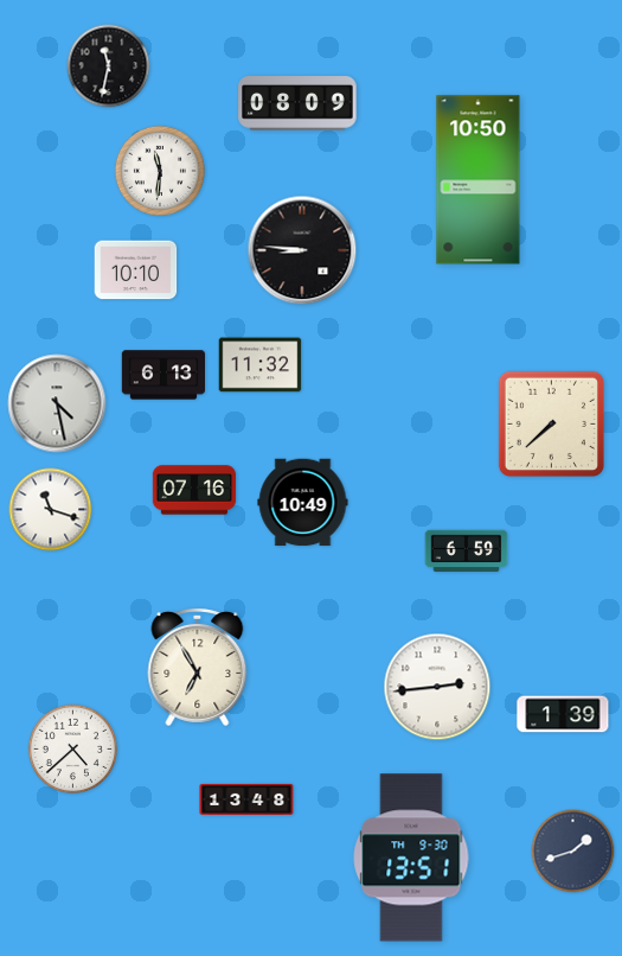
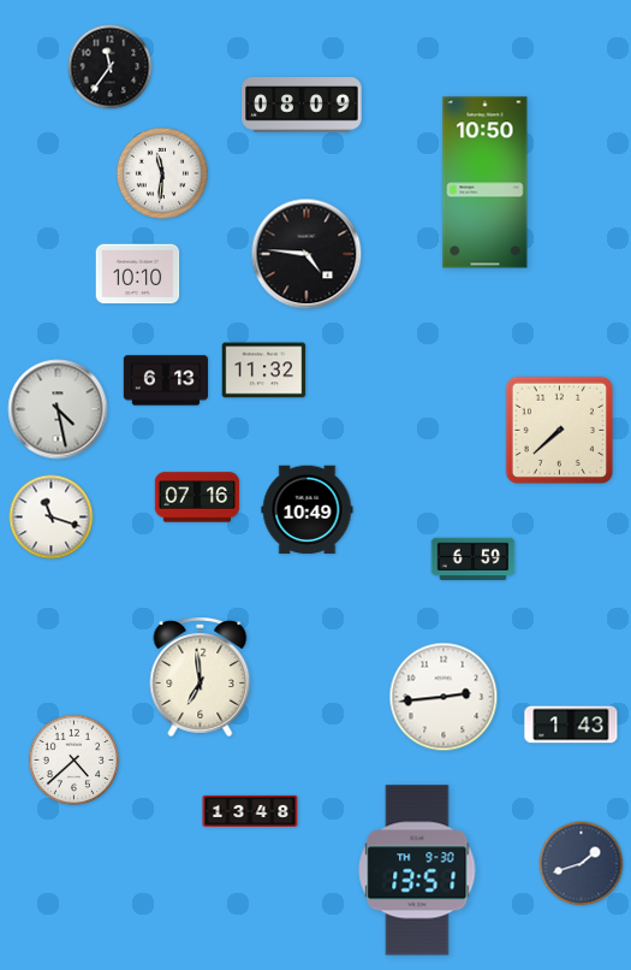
clock at (109, 66): 11:32 -> 11:36
clock at (302, 250): 8:46 -> 4:46
clock at (198, 668): 6:55 -> 6:59
clock at (563, 714): 1:39 -> 1:43
